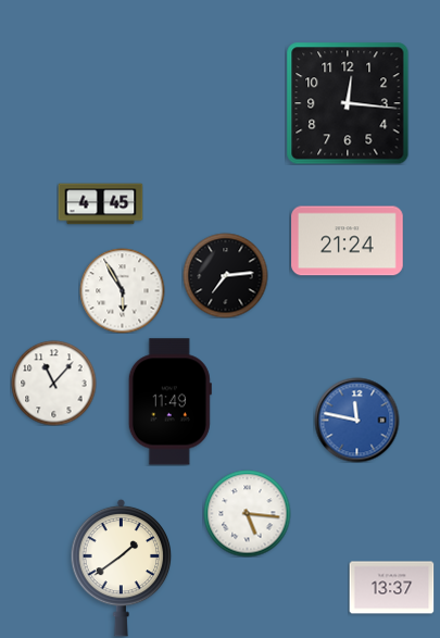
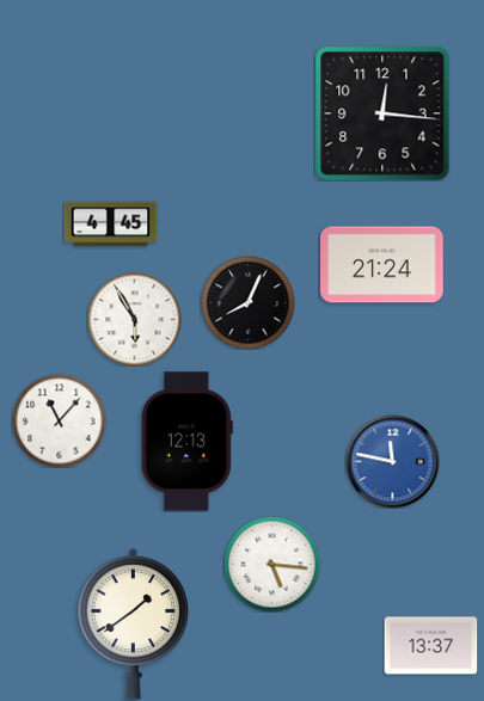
clock at (225, 275): 7:14 -> 8:04
clock at (169, 402): 11:49 -> 12:13
